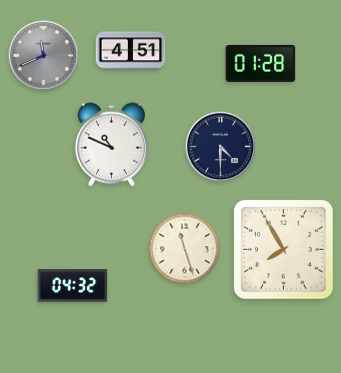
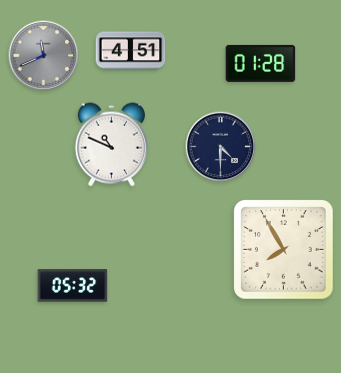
clock at (185, 249): 11:27 -> none
clock at (73, 286): 04:32 -> 05:32
